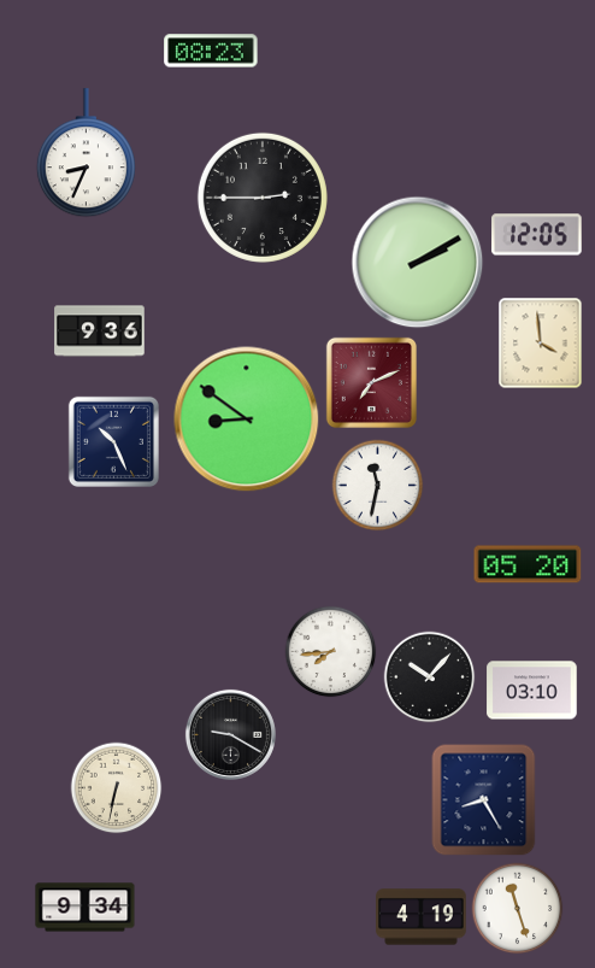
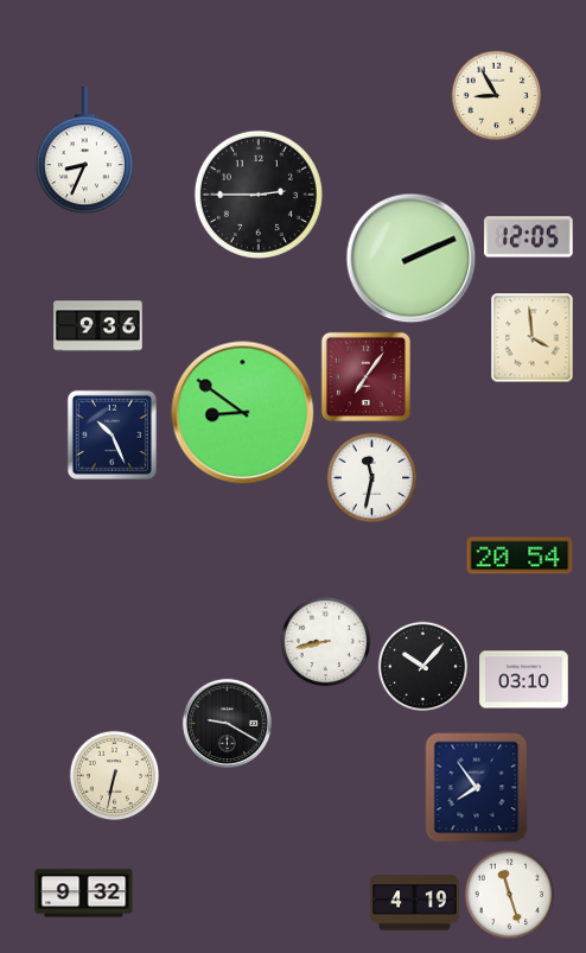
clock at (211, 51): 08:23 -> none
clock at (497, 96): none -> 8:55
clock at (537, 235) position: (537, 235) -> (529, 237)
clock at (418, 263): 2:10 -> 2:11
clock at (371, 382): 7:11 -> 7:06
clock at (528, 564): 05:20 -> 20:54
clock at (331, 652): 7:44 -> 8:43
clock at (484, 800): 8:25 -> 7:54
clock at (86, 908): 9:34 -> 9:32
